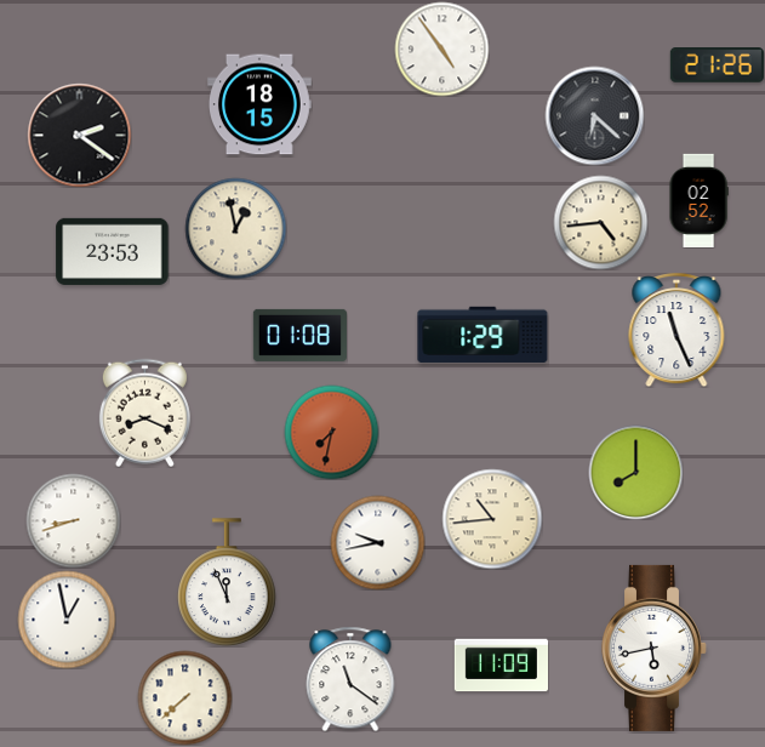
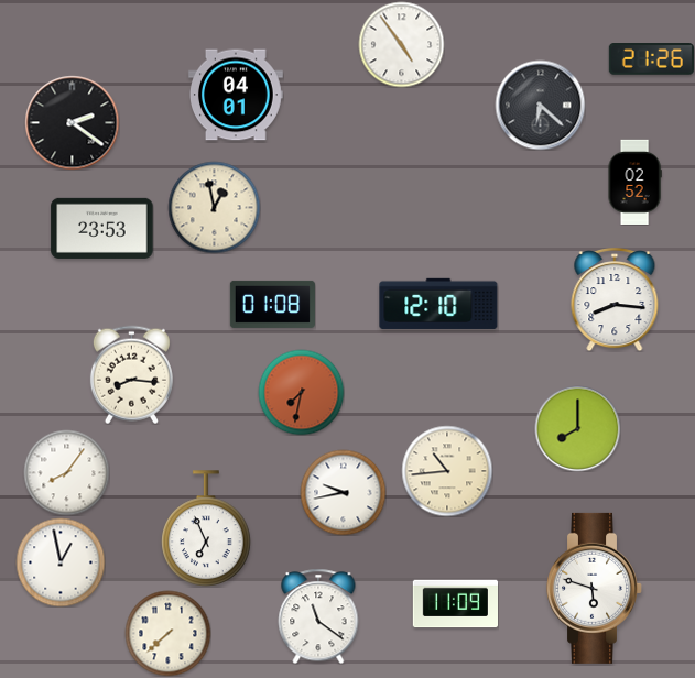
clock at (259, 104): 18:15 -> 04:01
clock at (600, 222): 4:44 -> none
clock at (676, 331): 11:26 -> 8:16
clock at (483, 335): 1:29 -> 12:10
clock at (144, 412): 8:19 -> 8:16
clock at (73, 520): 8:42 -> 8:06
clock at (228, 582): 11:56 -> 6:56
clock at (655, 648): 5:43 -> 5:48
